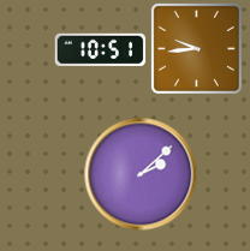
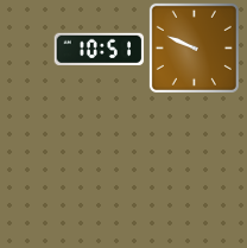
clock at (196, 48): 9:44 -> 9:49
clock at (141, 174): 2:08 -> none
